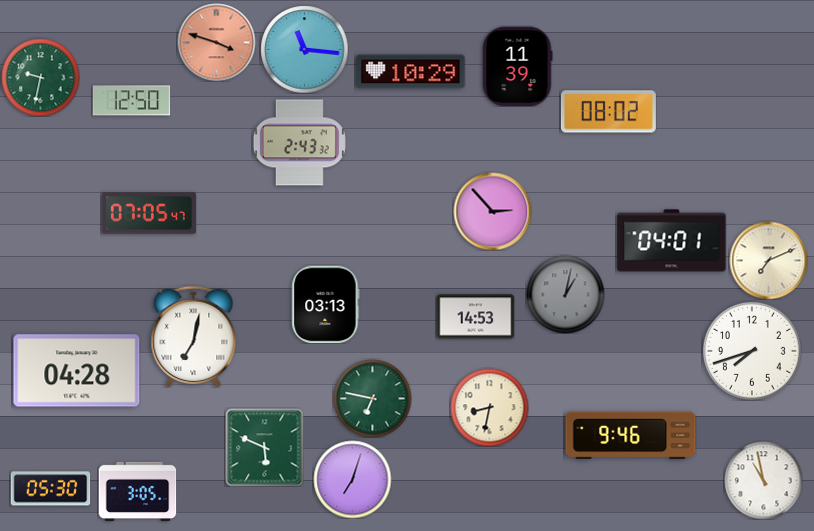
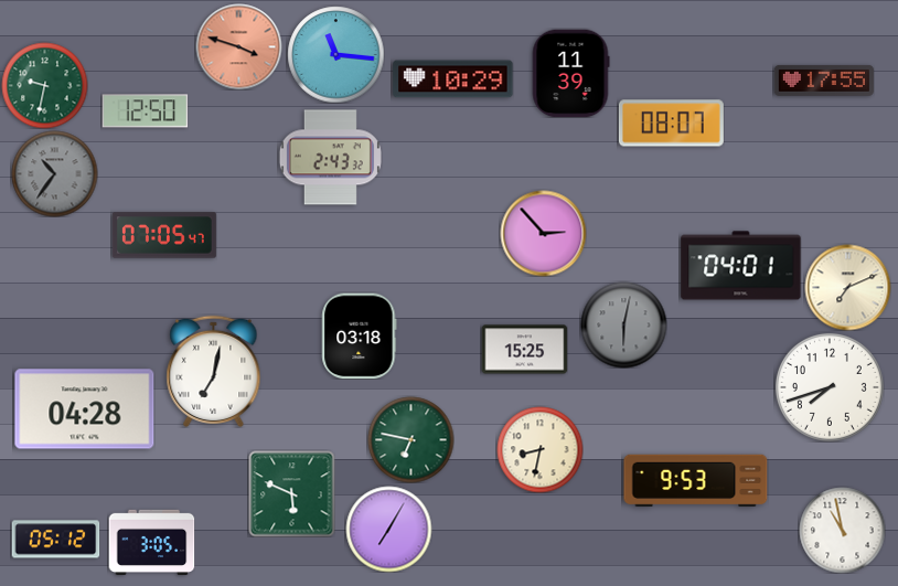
clock at (824, 81): none -> 17:55
clock at (608, 112): 08:02 -> 08:07
clock at (54, 173): none -> 10:36
clock at (565, 294): 1:02 -> 6:02
clock at (326, 304): 03:13 -> 03:18
clock at (475, 317): 14:53 -> 15:25
clock at (631, 436): 9:46 -> 9:53
clock at (352, 479): 7:03 -> 7:05
clock at (50, 489): 05:30 -> 05:12
